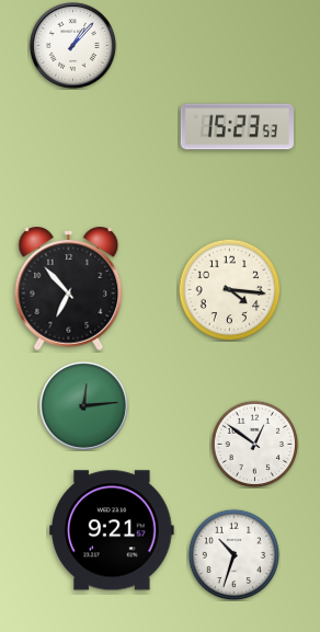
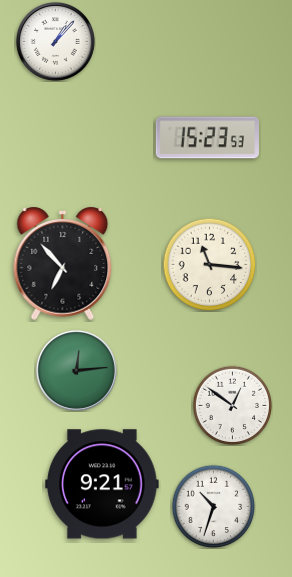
clock at (72, 45) position: (72, 45) -> (55, 41)
clock at (237, 127) position: (237, 127) -> (207, 138)
clock at (229, 289): 4:16 -> 11:16
